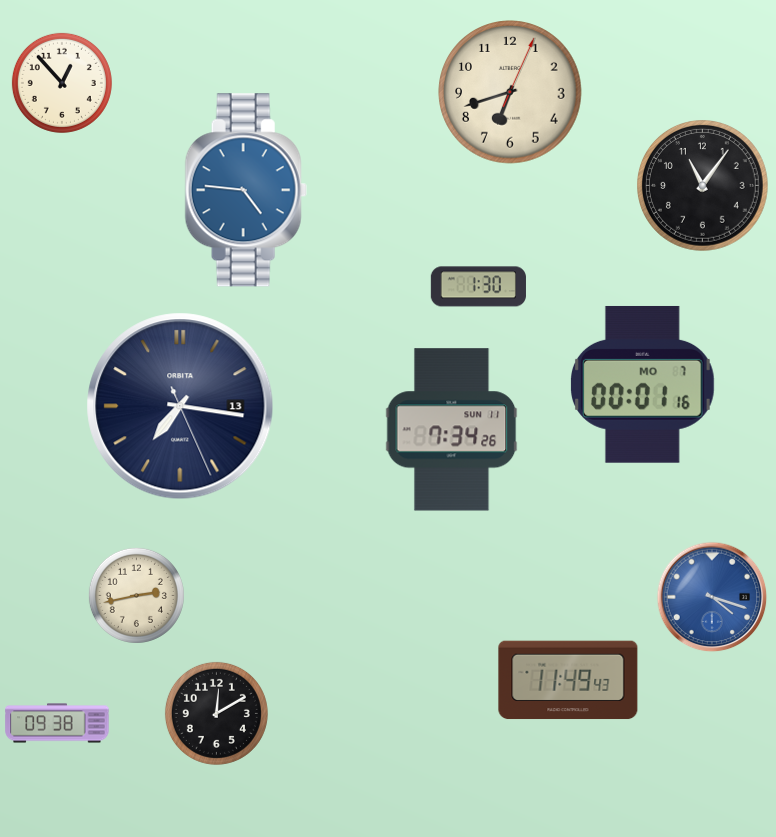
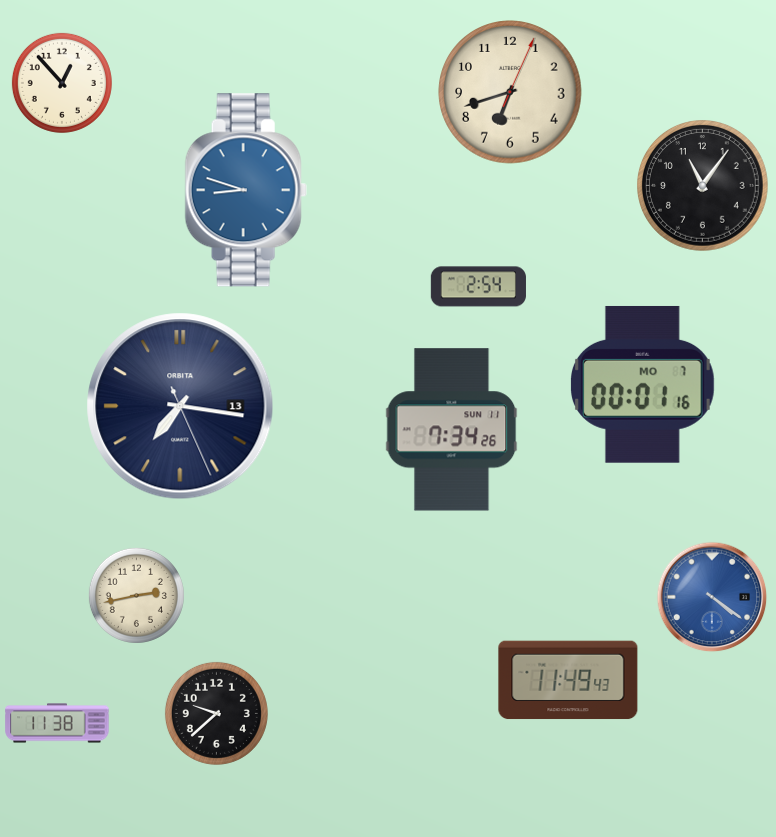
clock at (246, 190): 4:46 -> 8:48
clock at (478, 287): 1:30 -> 2:54
clock at (712, 597): 4:18 -> 4:21
clock at (216, 713): 12:10 -> 9:38
clock at (57, 723): 09:38 -> 11:38
